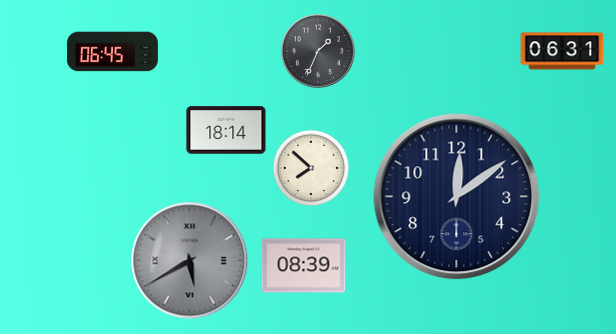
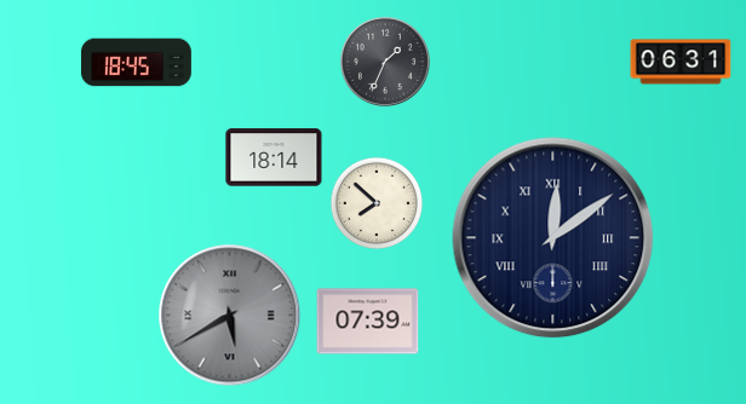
clock at (112, 52): 06:45 -> 18:45
clock at (457, 197) numerals: Arabic -> Roman
clock at (304, 266): 08:39 -> 07:39
